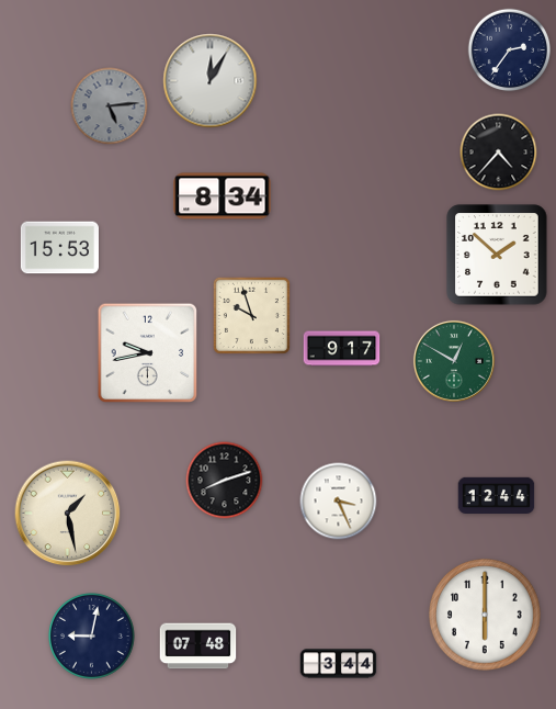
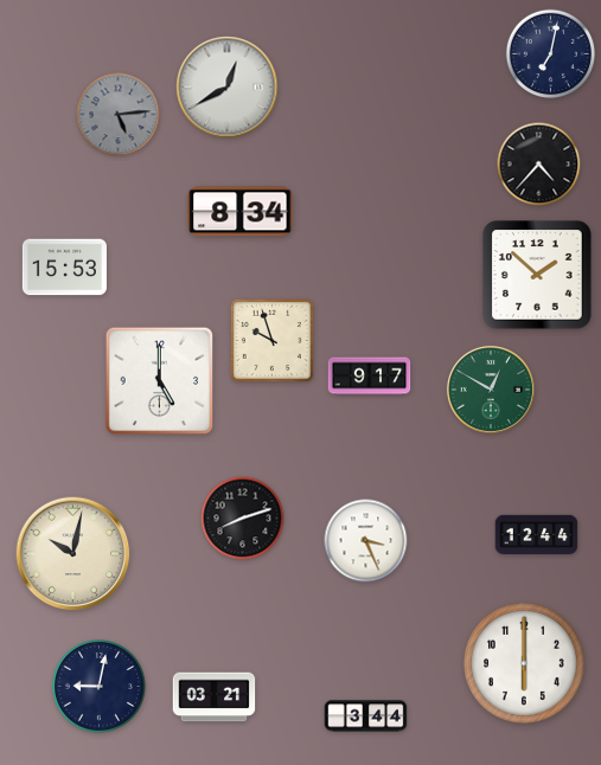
clock at (510, 50): 2:36 -> 7:02
clock at (211, 81): 12:05 -> 12:40
clock at (148, 353): 9:43 -> 5:00
clock at (68, 514): 1:28 -> 10:02
clock at (198, 646): 07:48 -> 03:21
